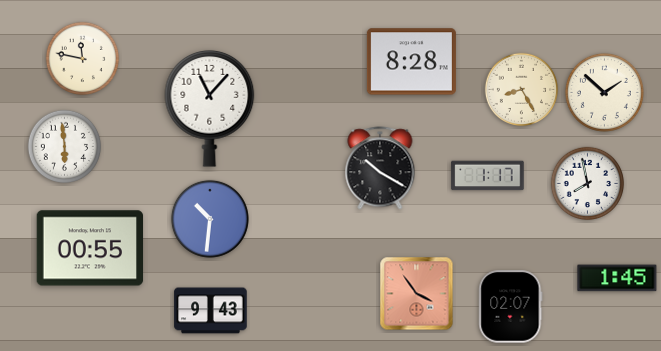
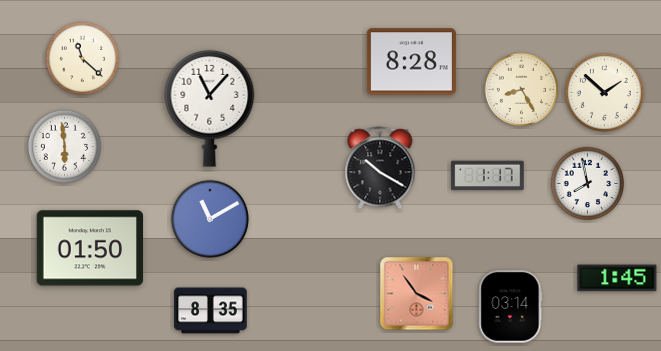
clock at (83, 59): 11:47 -> 11:22
clock at (210, 219): 10:31 -> 11:10
clock at (90, 248): 00:55 -> 01:50
clock at (511, 307): 02:07 -> 03:14
clock at (211, 311): 9:43 -> 8:35
